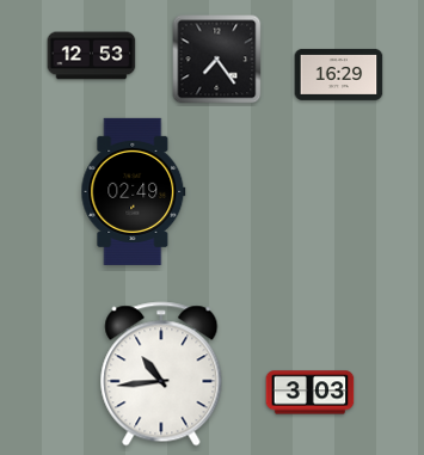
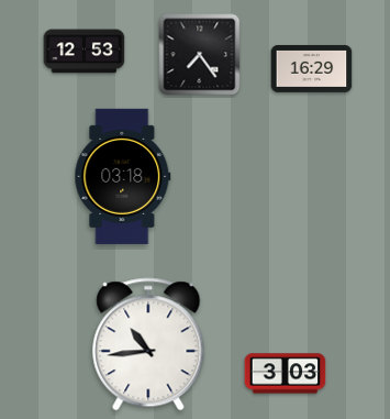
clock at (134, 191): 02:49 -> 03:18
clock at (311, 393) position: (311, 393) -> (286, 374)
